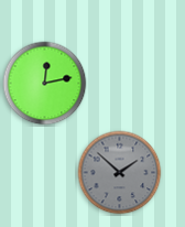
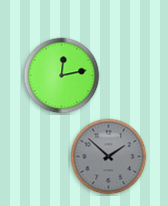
clock at (45, 84) position: (45, 84) -> (62, 76)
